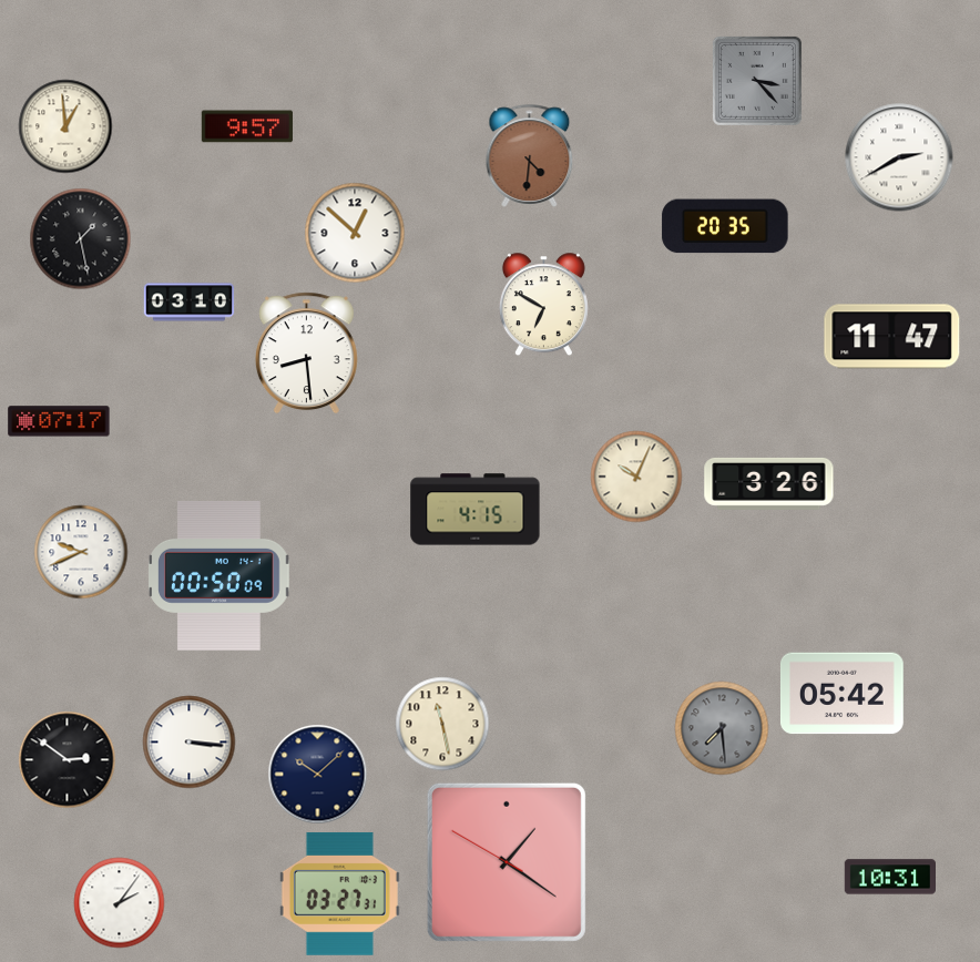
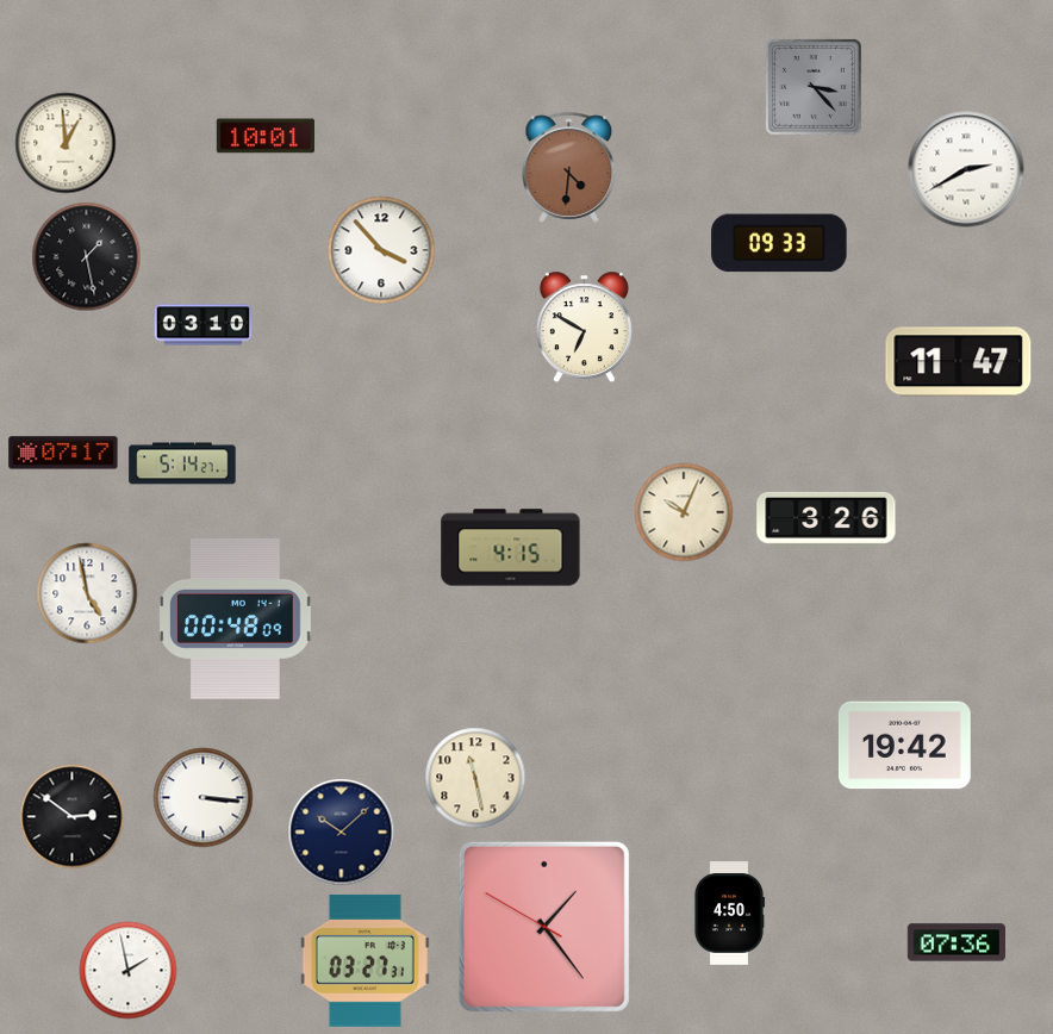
clock at (65, 126) position: (65, 126) -> (66, 143)
clock at (247, 126): 9:57 -> 10:01
clock at (725, 226): 20:35 -> 09:33
clock at (355, 233): 12:52 -> 3:53
clock at (306, 354): 8:29 -> none
clock at (182, 463): none -> 5:14
clock at (81, 552): 9:41 -> 4:58
clock at (220, 575): 00:50 -> 00:48
clock at (841, 694): 05:42 -> 19:42
clock at (722, 728): 7:29 -> none
clock at (729, 914): none -> 4:50
clock at (507, 862): 1:20 -> 1:23
clock at (889, 877): 10:31 -> 07:36
clock at (120, 903): 2:06 -> 1:58
